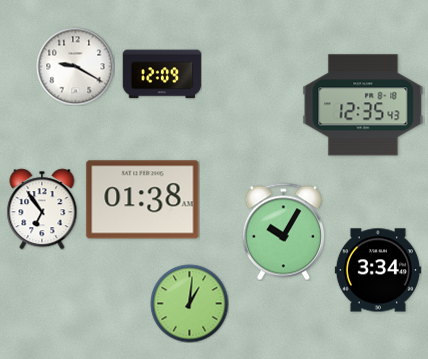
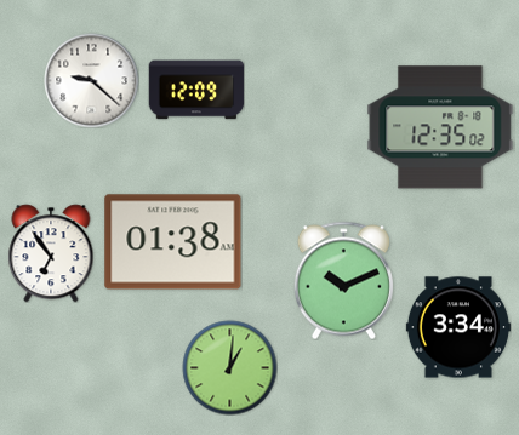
clock at (75, 66): 9:20 -> 9:22
clock at (363, 105): 12:35:43 -> 12:35:02
clock at (283, 231): 10:05 -> 10:11
